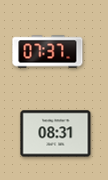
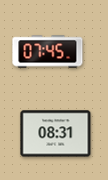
clock at (48, 52): 07:37 -> 07:45
